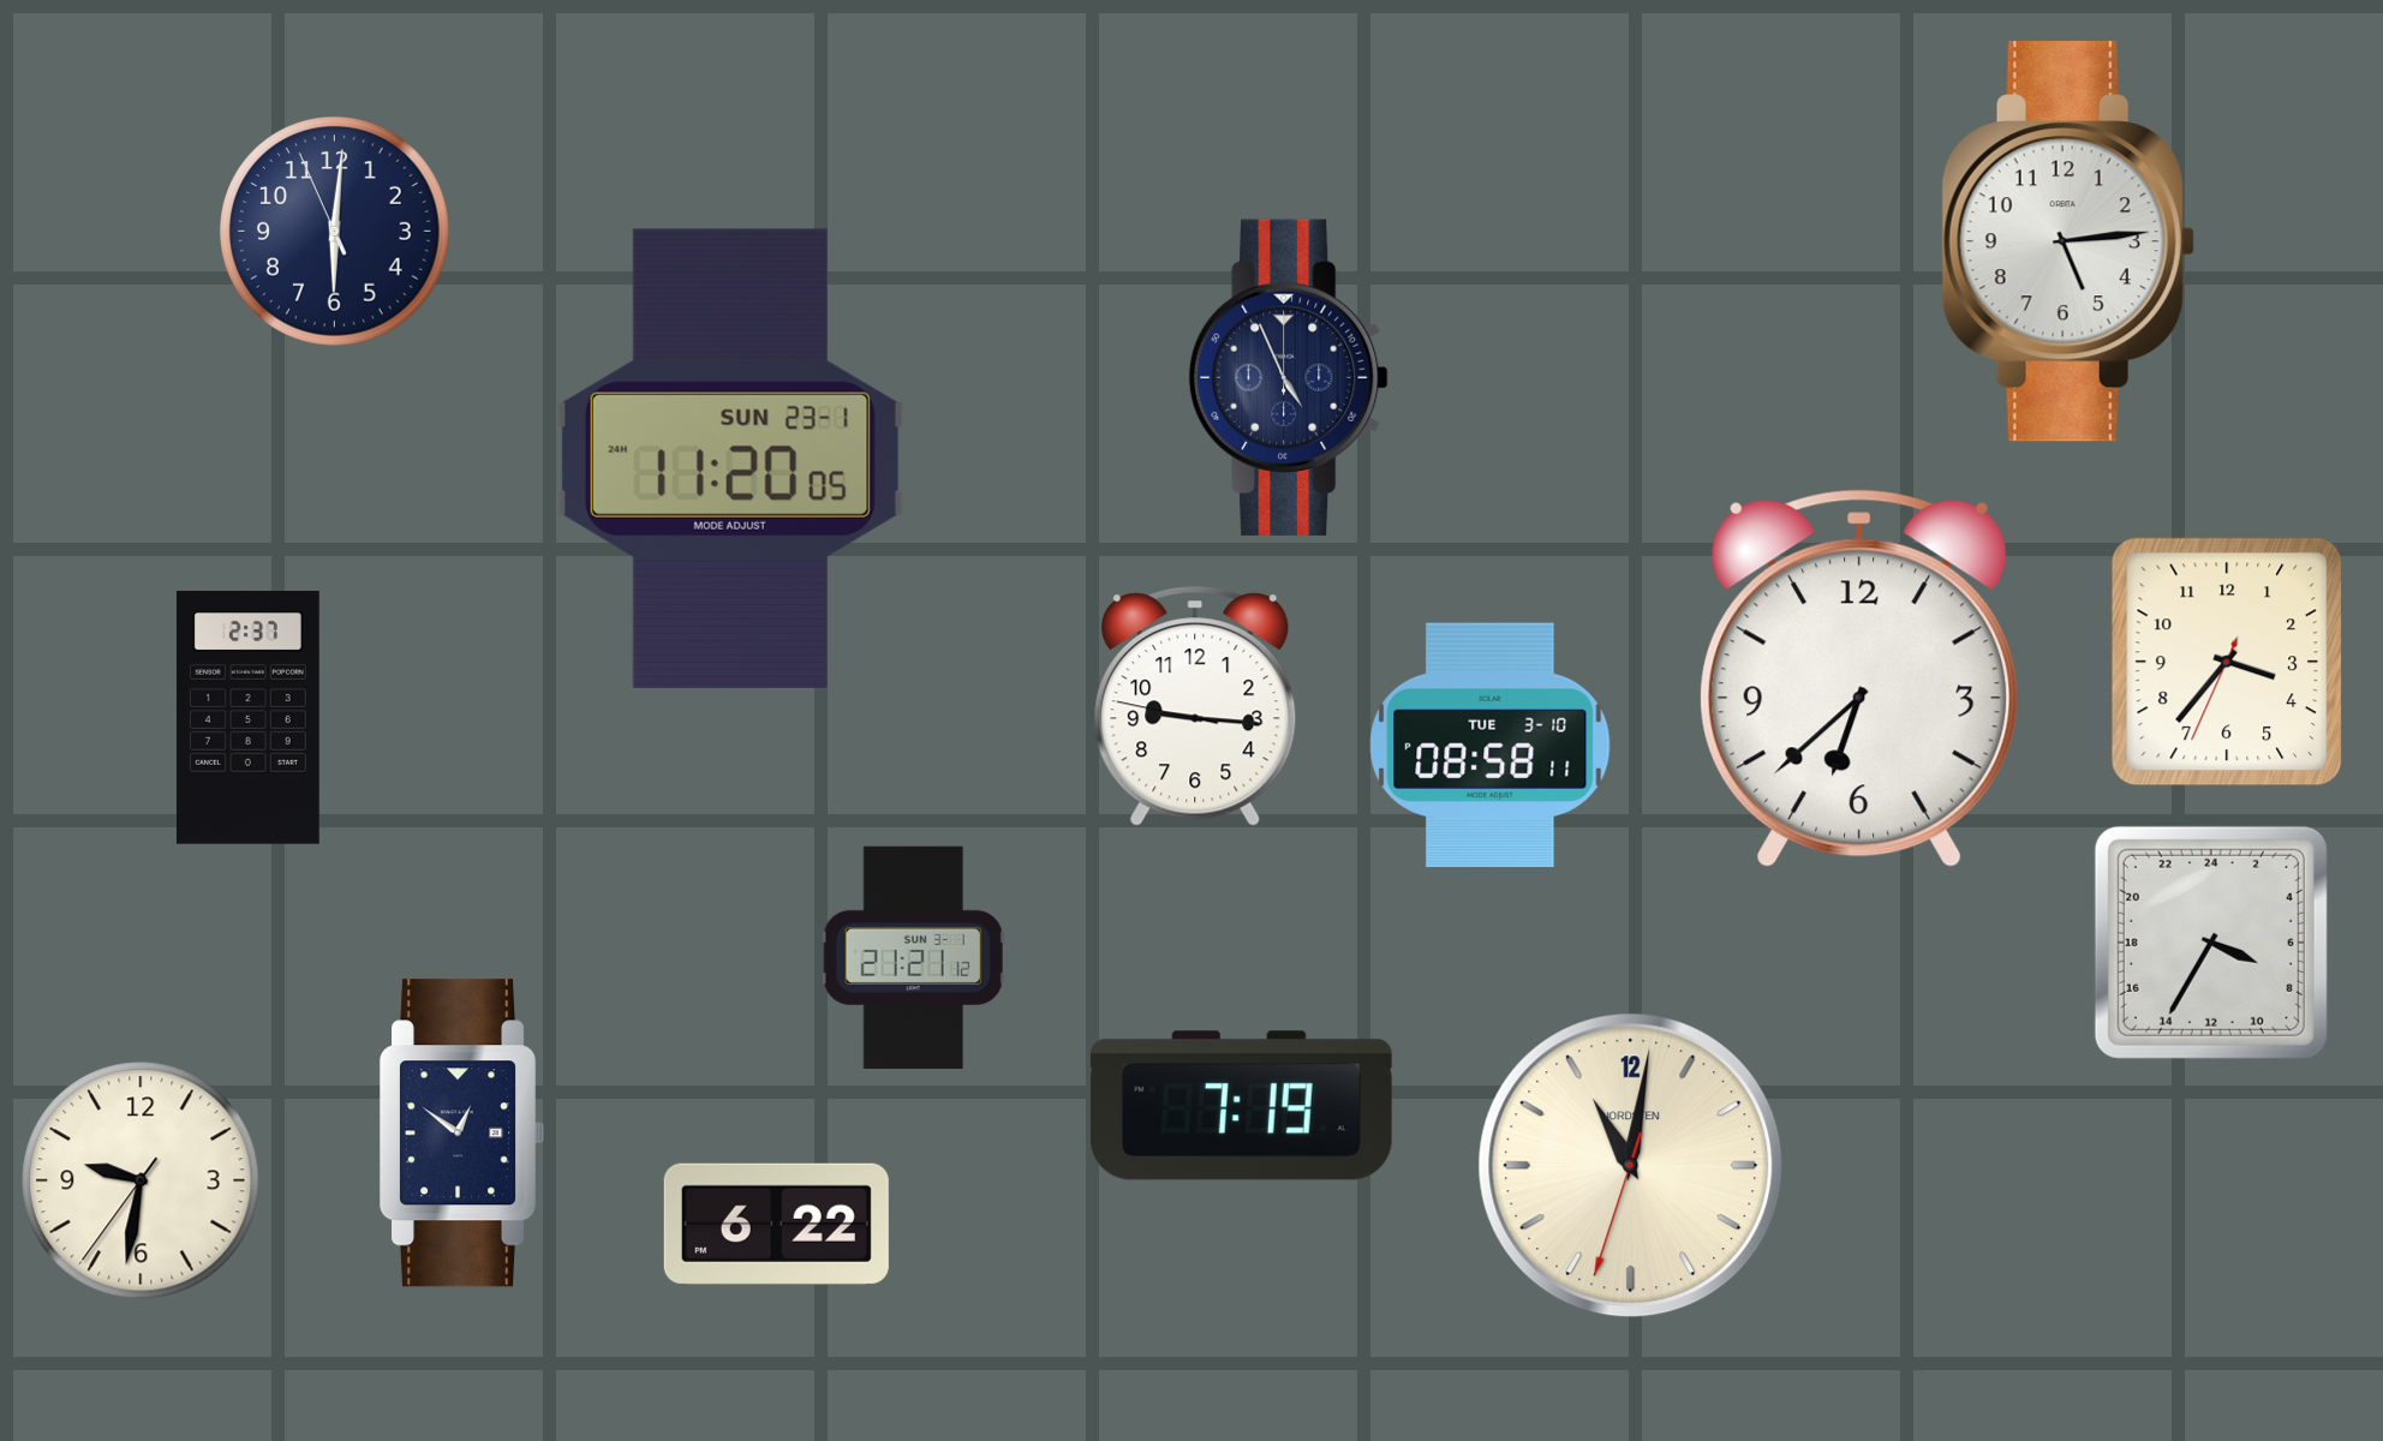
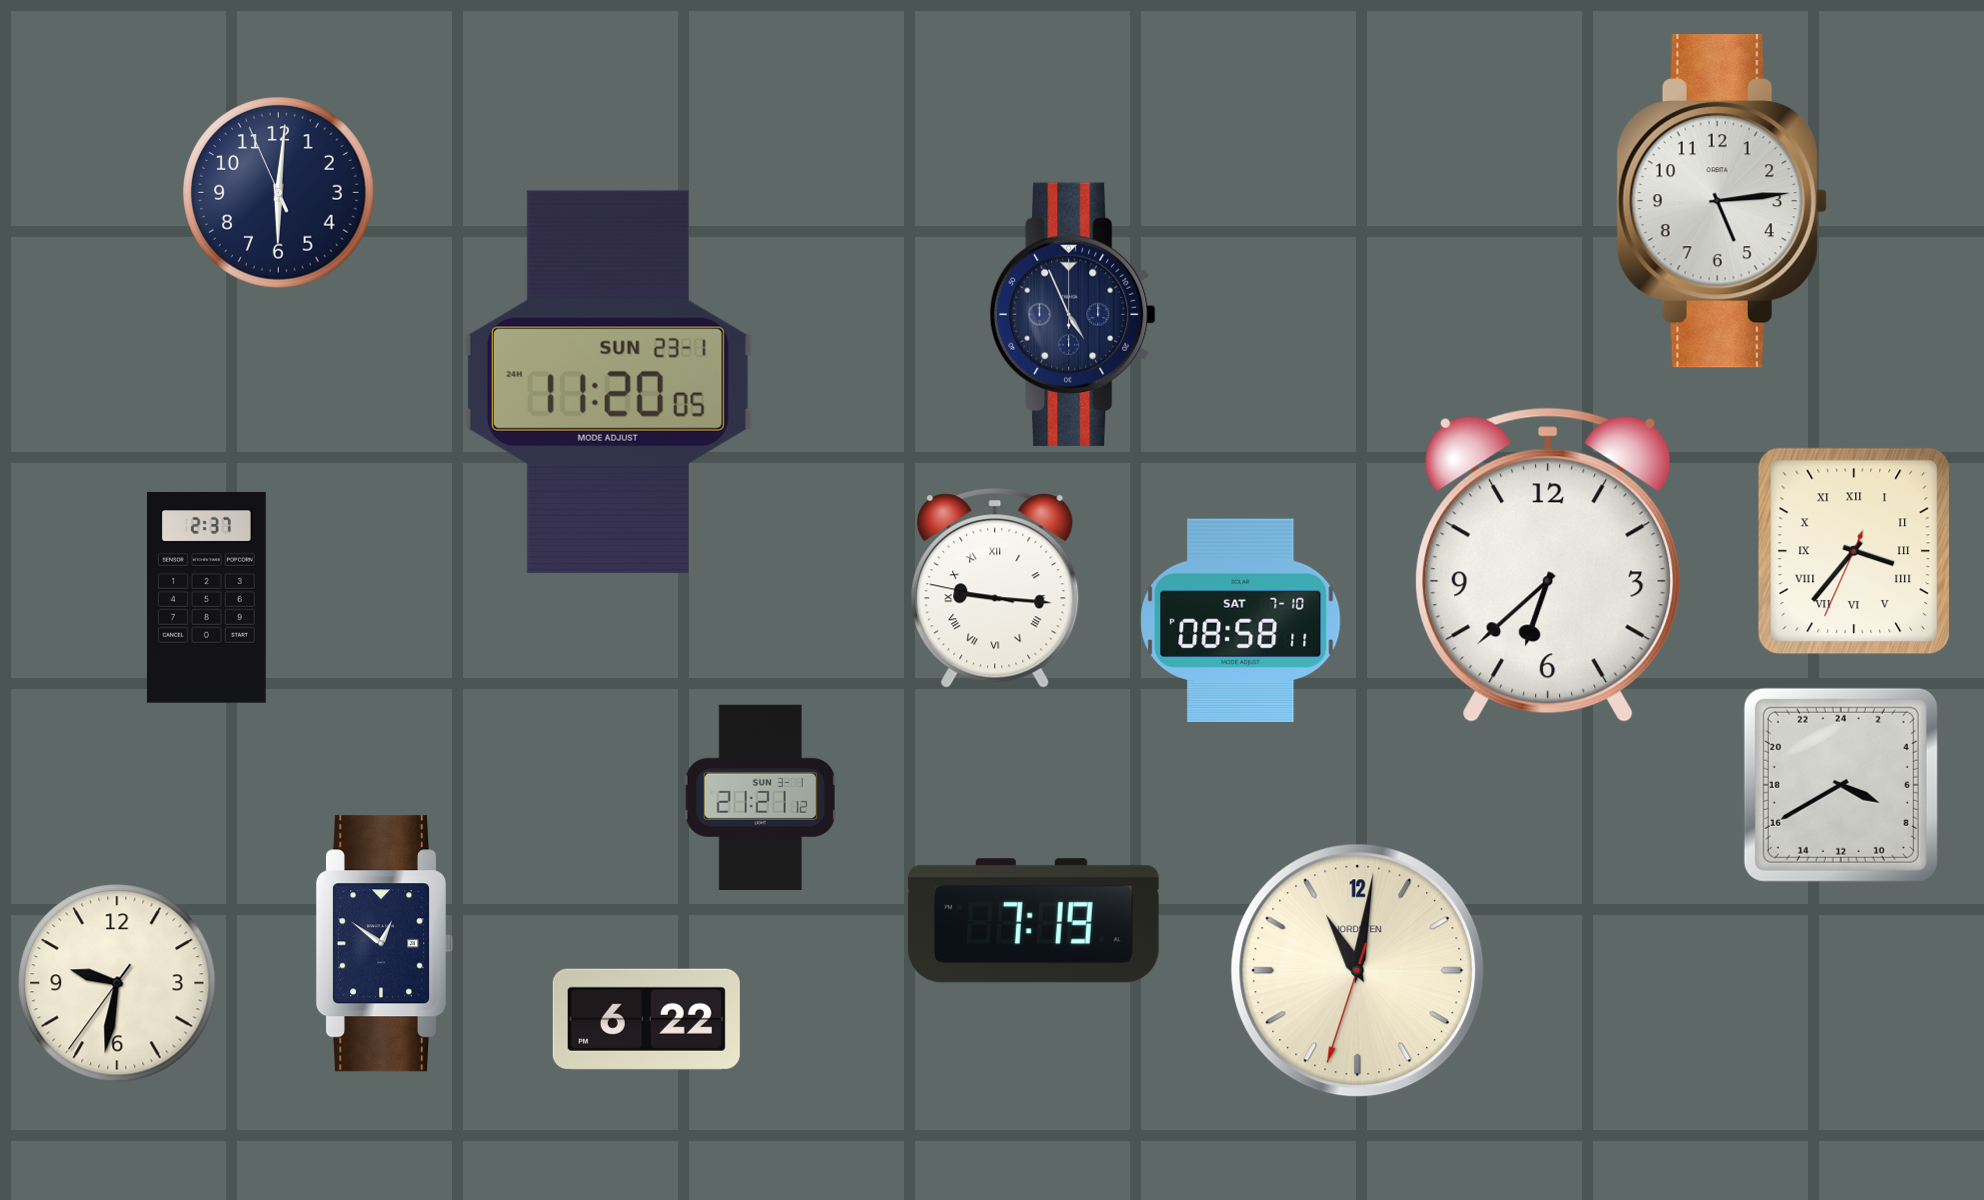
clock at (2227, 662) numerals: Arabic -> Roman
clock at (1195, 706) numerals: Arabic -> Roman
clock at (1491, 745) date: TUE 3-10 -> SAT 7-10
clock at (2211, 943): 7:35 -> 7:40
